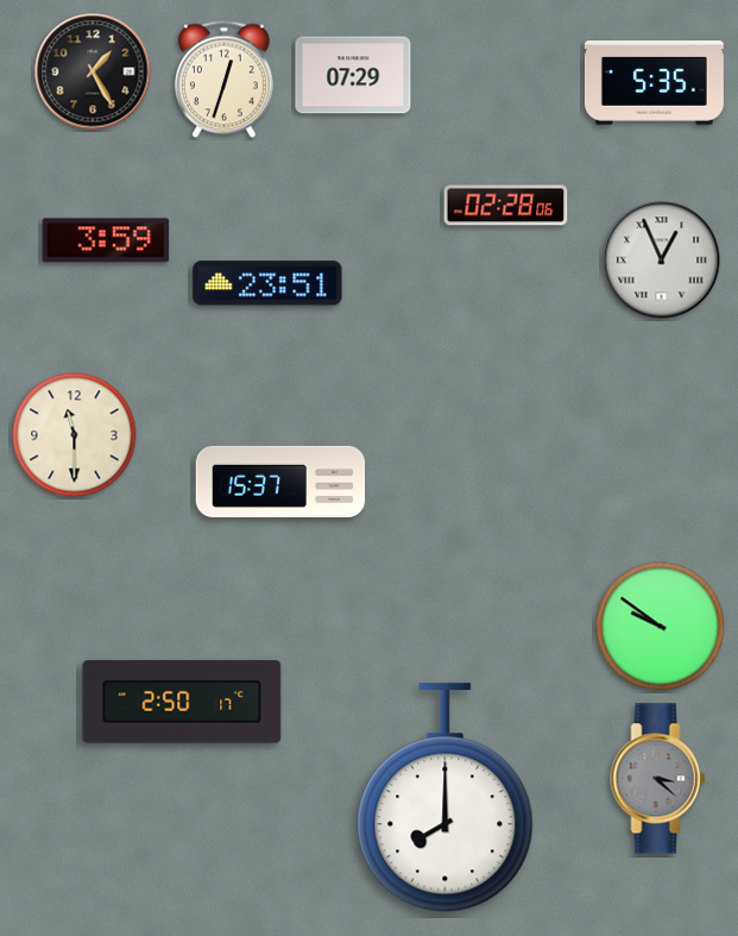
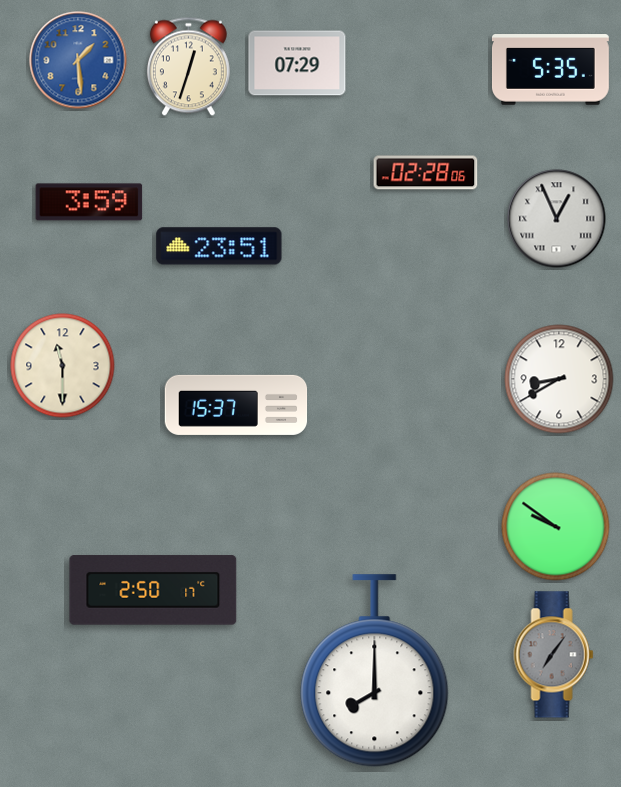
clock at (93, 71): 1:25 -> 1:29
clock at (93, 71) dial: black -> blue
clock at (267, 283) position: (267, 283) -> (219, 246)
clock at (559, 379): none -> 8:40
clock at (658, 779): 3:22 -> 7:06
